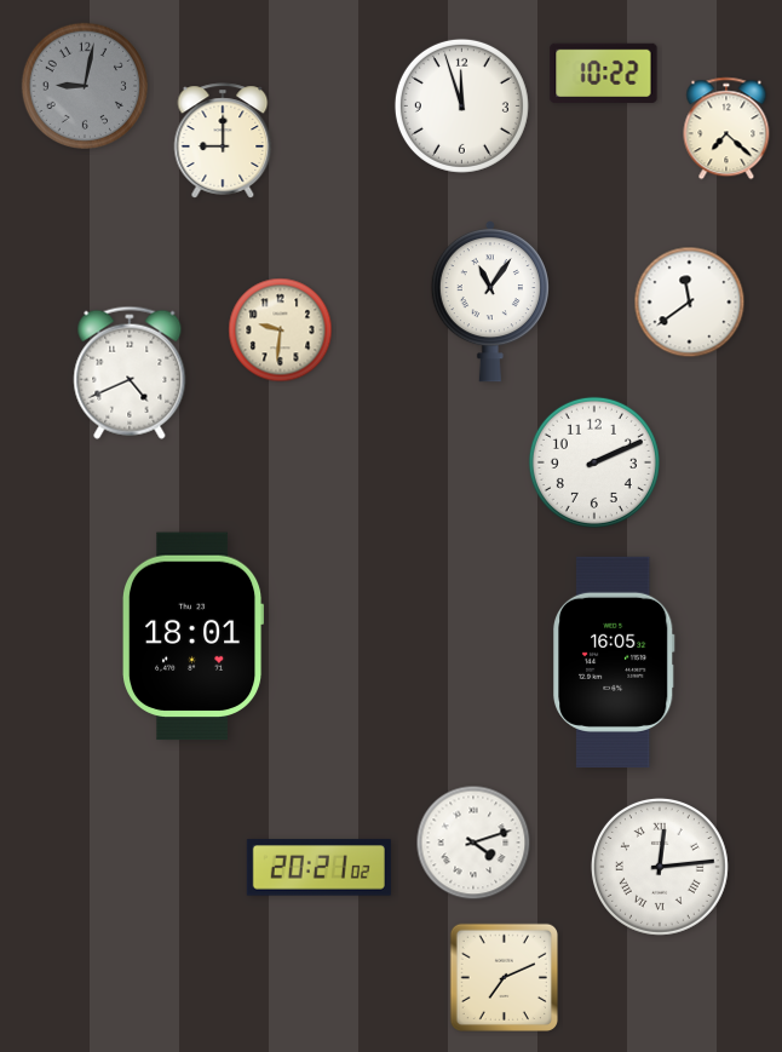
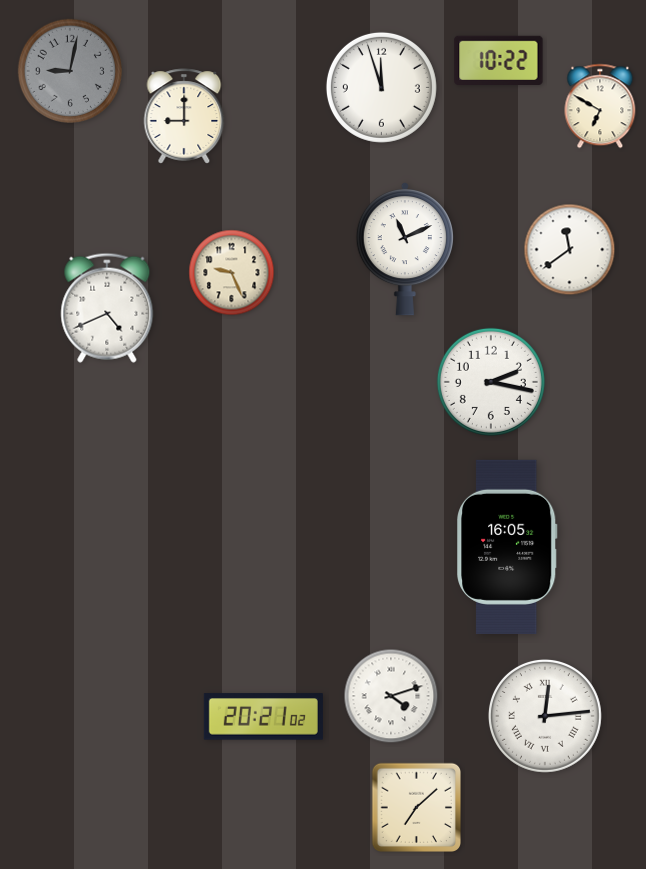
clock at (726, 128): 7:22 -> 6:50
clock at (490, 301): 11:06 -> 11:11
clock at (281, 330): 9:31 -> 9:26
clock at (594, 462): 2:11 -> 2:17
clock at (194, 637): 18:01 -> none
clock at (504, 977): 7:11 -> 7:08
